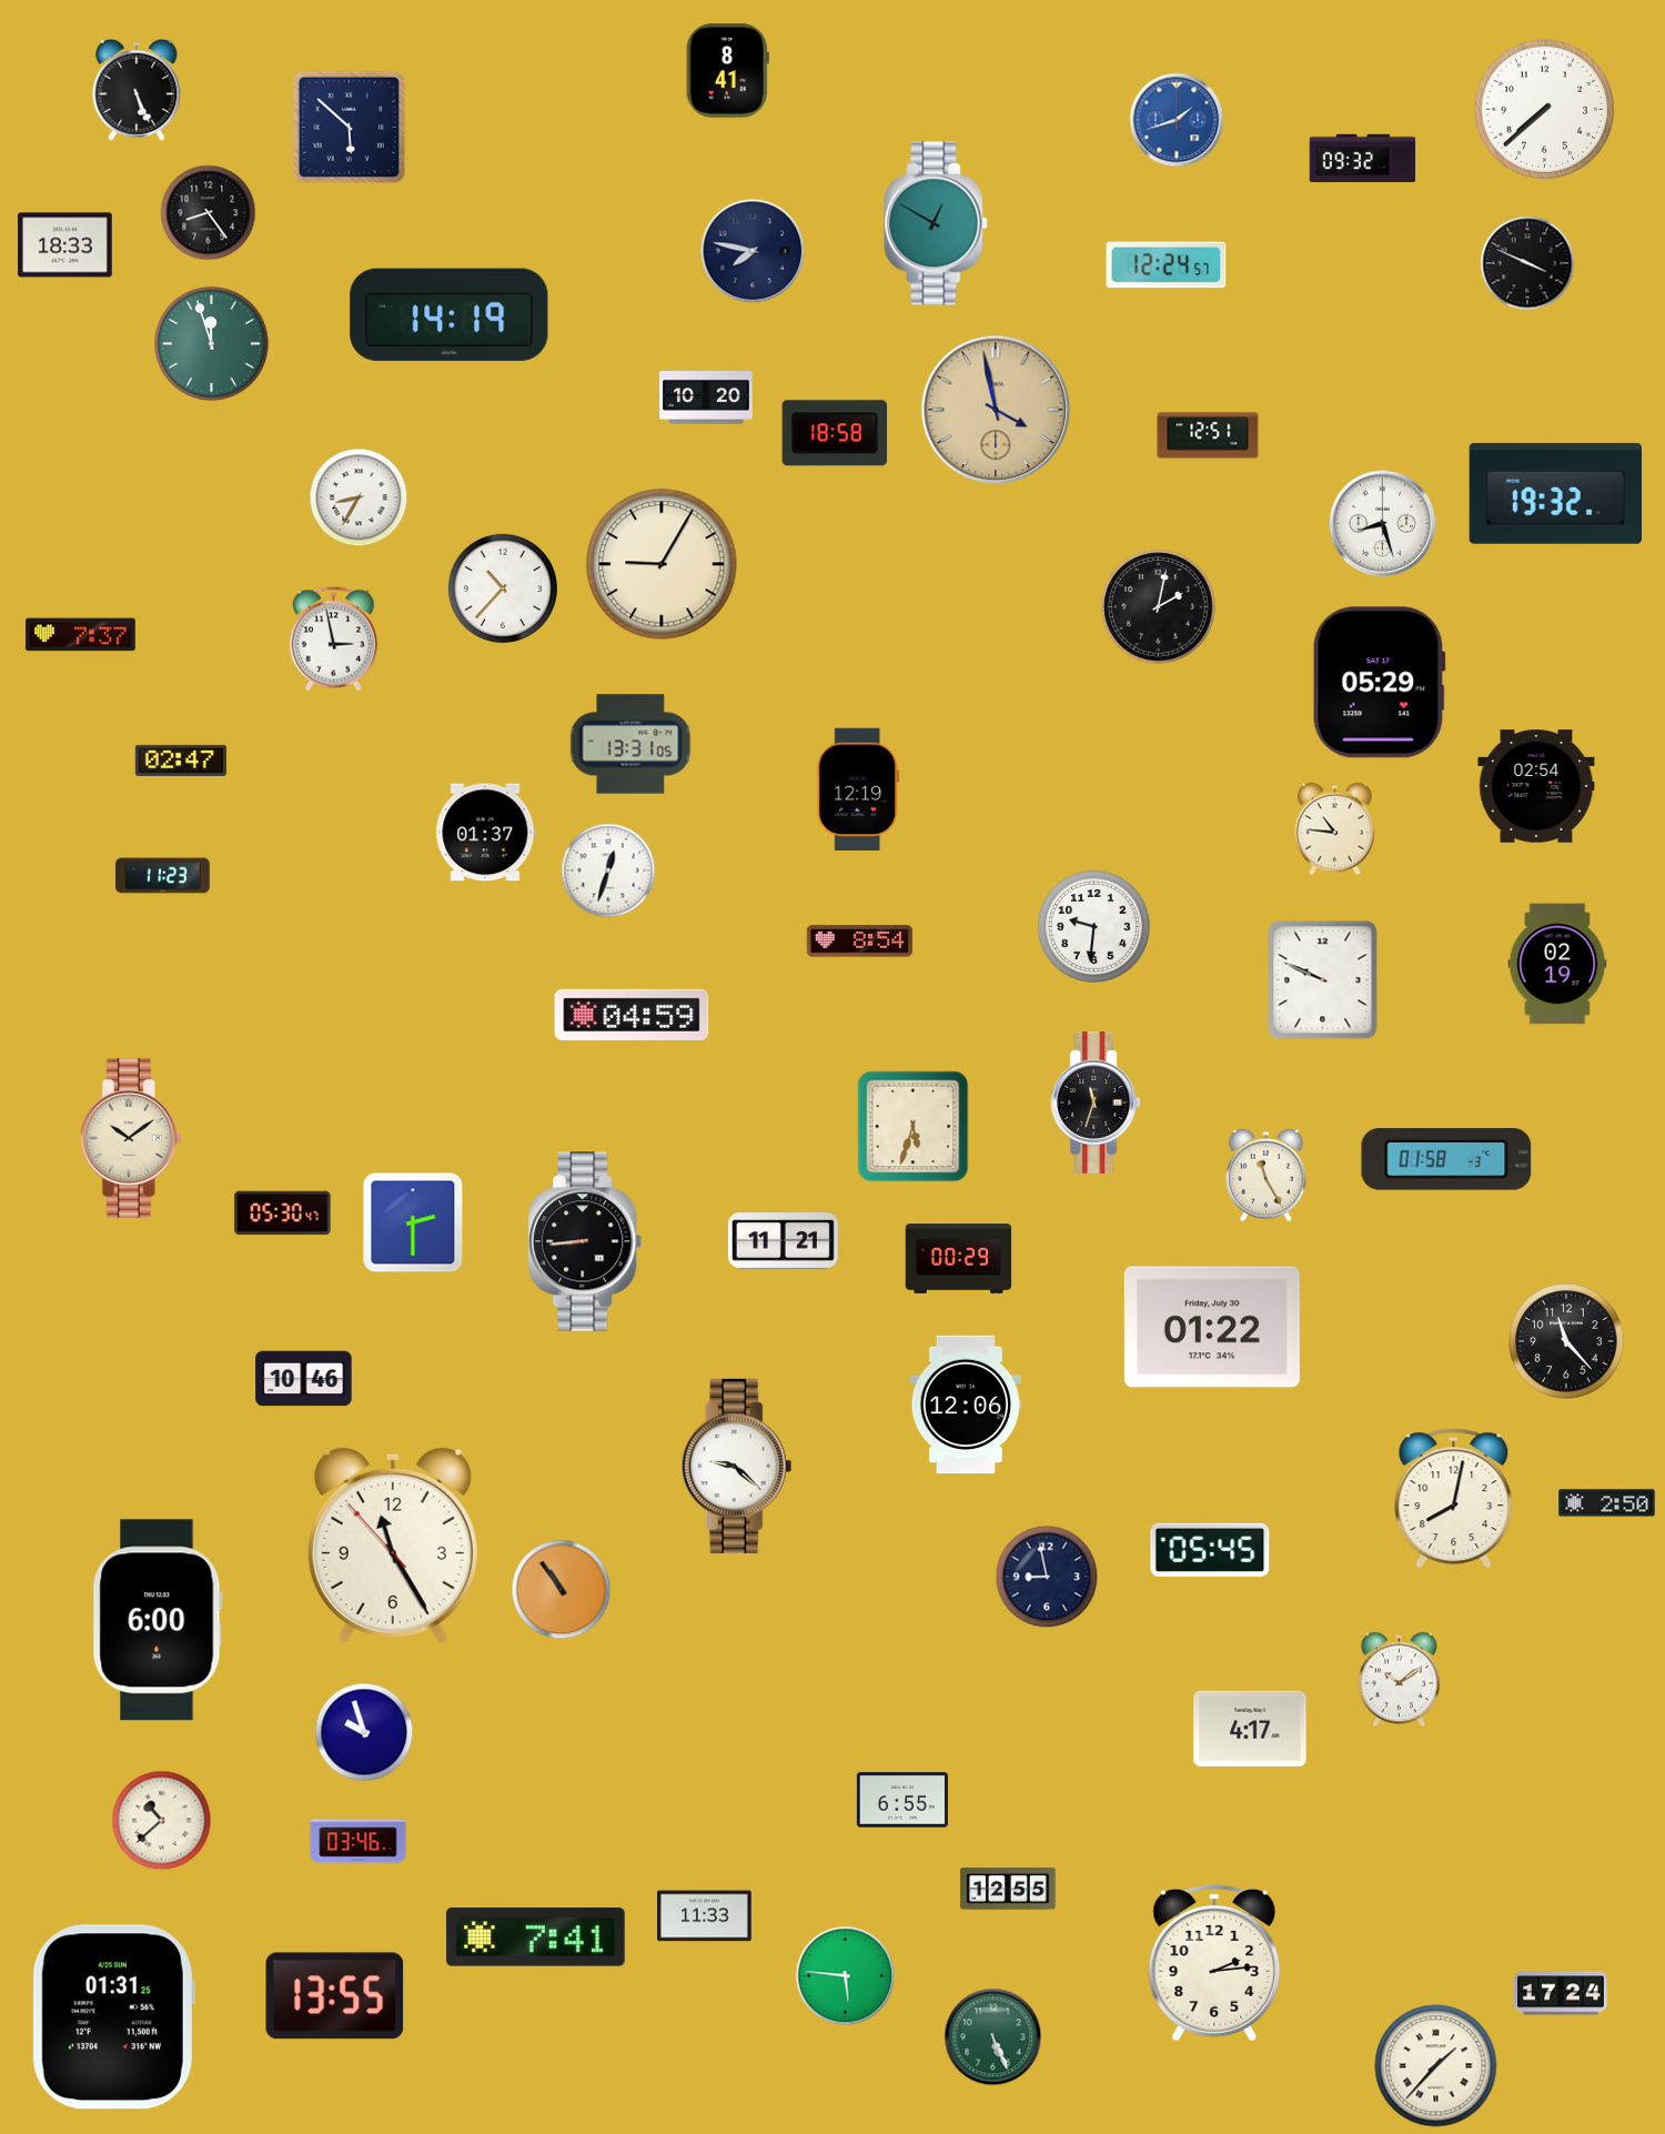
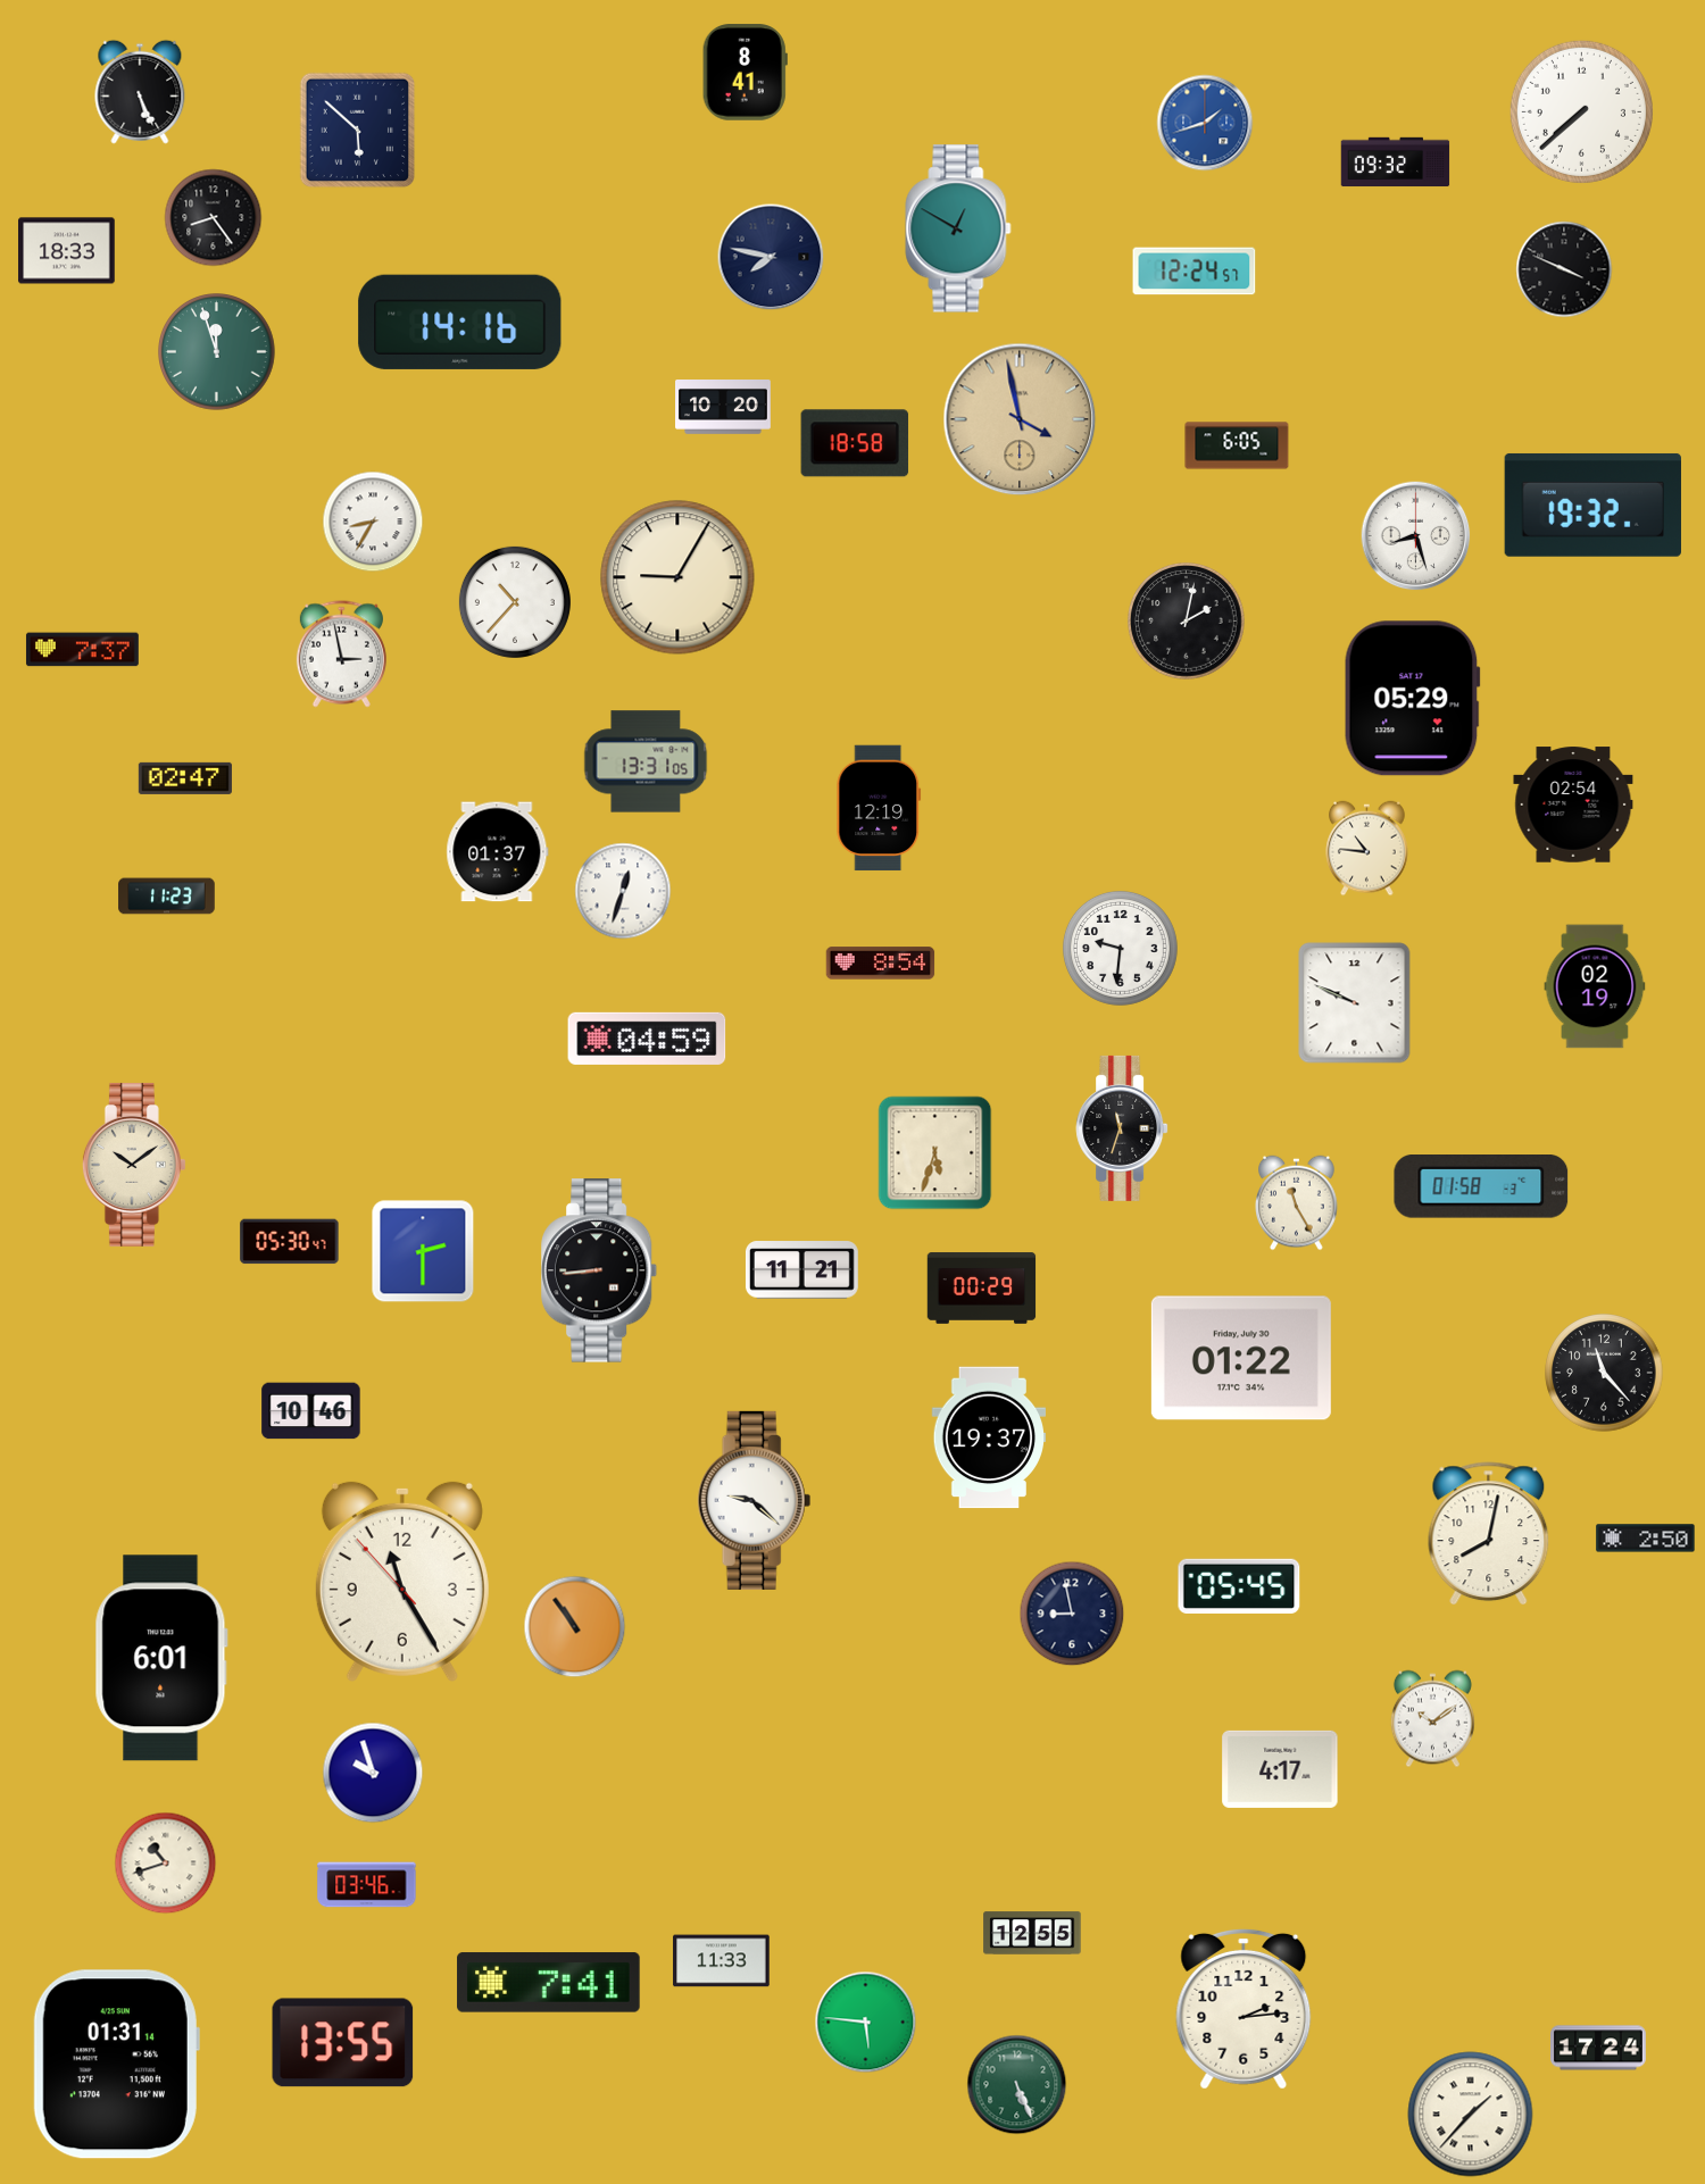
clock at (450, 314): 14:19 -> 14:16
clock at (1208, 435): 12:51 -> 6:05
clock at (359, 497) position: (359, 497) -> (373, 522)
clock at (966, 1405): 12:06 -> 19:37
clock at (158, 1620): 6:00 -> 6:01
clock at (902, 1800): 6:55 -> none
clock at (162, 1821): 10:38 -> 10:42
clock at (1562, 1993) position: (1562, 1993) -> (1599, 2048)
clock at (113, 2017): 01:31:25 -> 01:31:14
